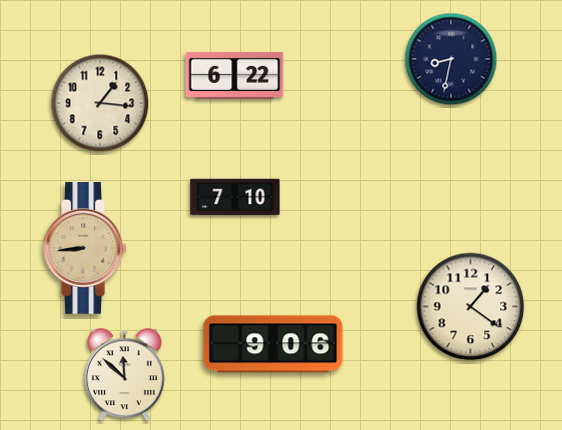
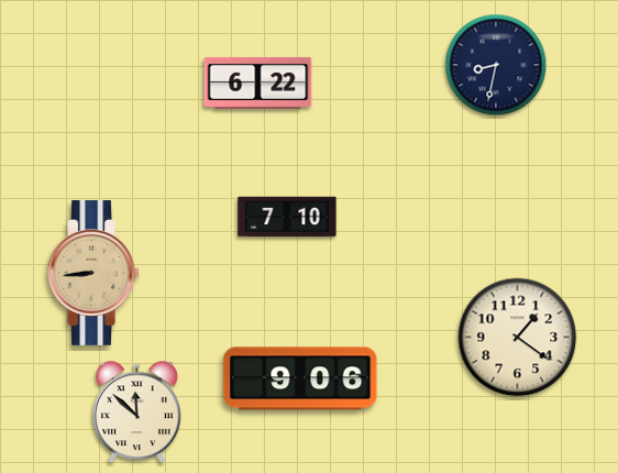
clock at (100, 103): 1:16 -> none
clock at (235, 197) position: (235, 197) -> (287, 217)
